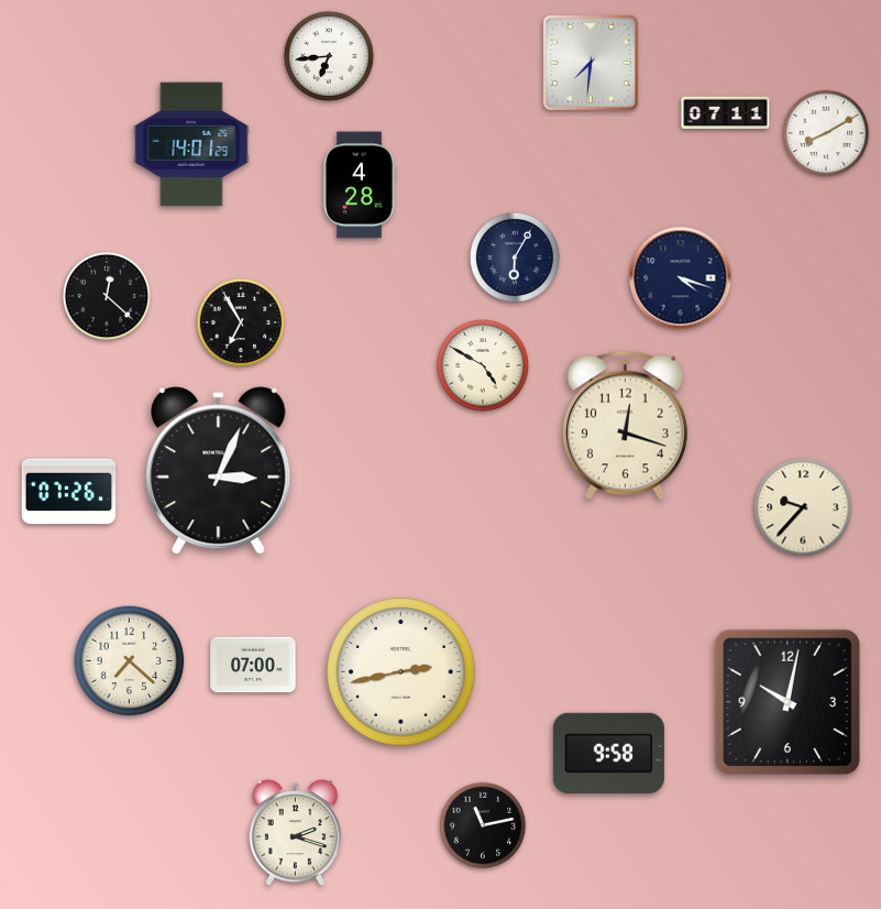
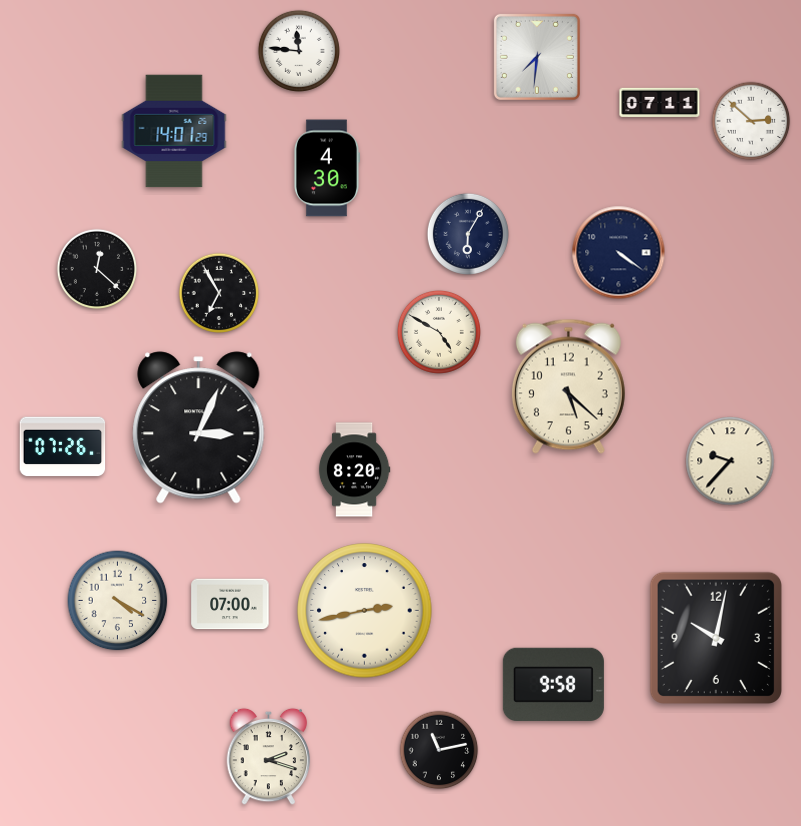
clock at (329, 56): 6:44 -> 11:46
clock at (826, 133): 8:10 -> 2:52
clock at (359, 185): 4:28 -> 4:30
clock at (681, 278): 4:18 -> 4:21
clock at (625, 425): 12:18 -> 5:22
clock at (354, 470): none -> 8:20
clock at (130, 661): 7:22 -> 4:20
